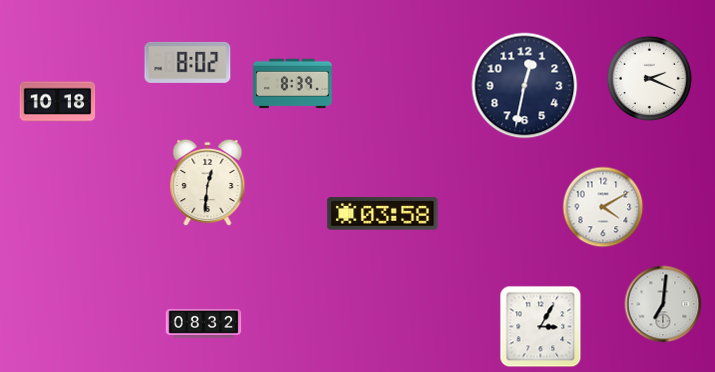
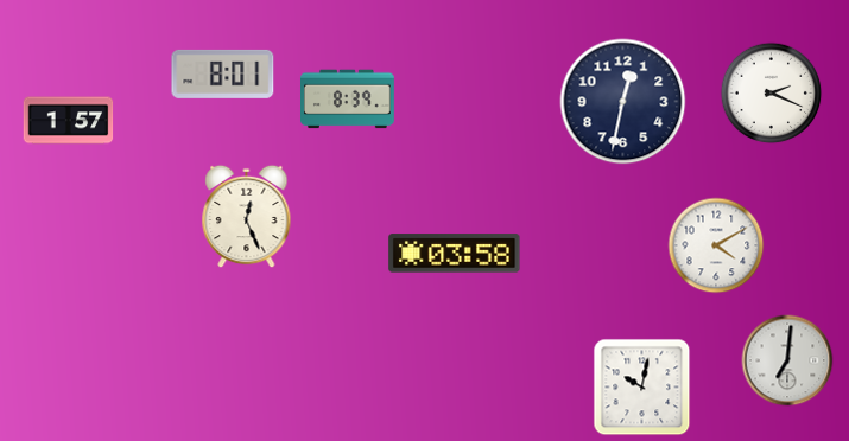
clock at (188, 62): 8:02 -> 8:01
clock at (58, 102): 10:18 -> 1:57
clock at (208, 183): 12:31 -> 12:26
clock at (204, 323): 08:32 -> none
clock at (541, 327): 3:05 -> 10:02
